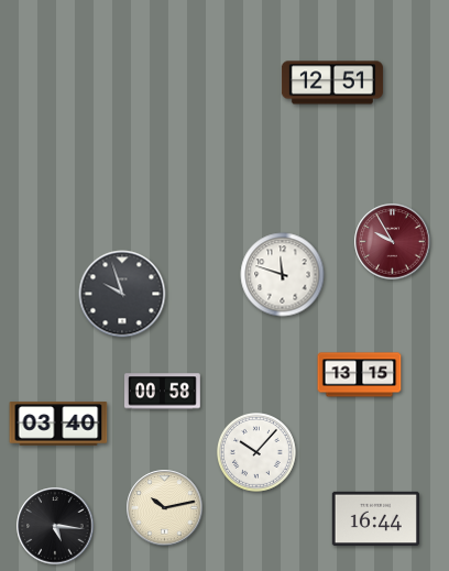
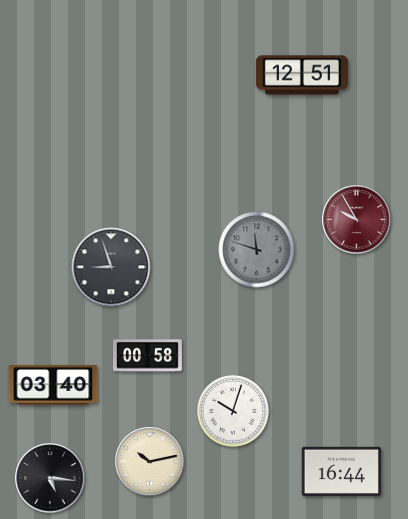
clock at (283, 275) dial: white -> grey
clock at (122, 294): 9:57 -> 8:57
clock at (360, 375): 13:15 -> none
clock at (258, 453): 10:07 -> 10:03
